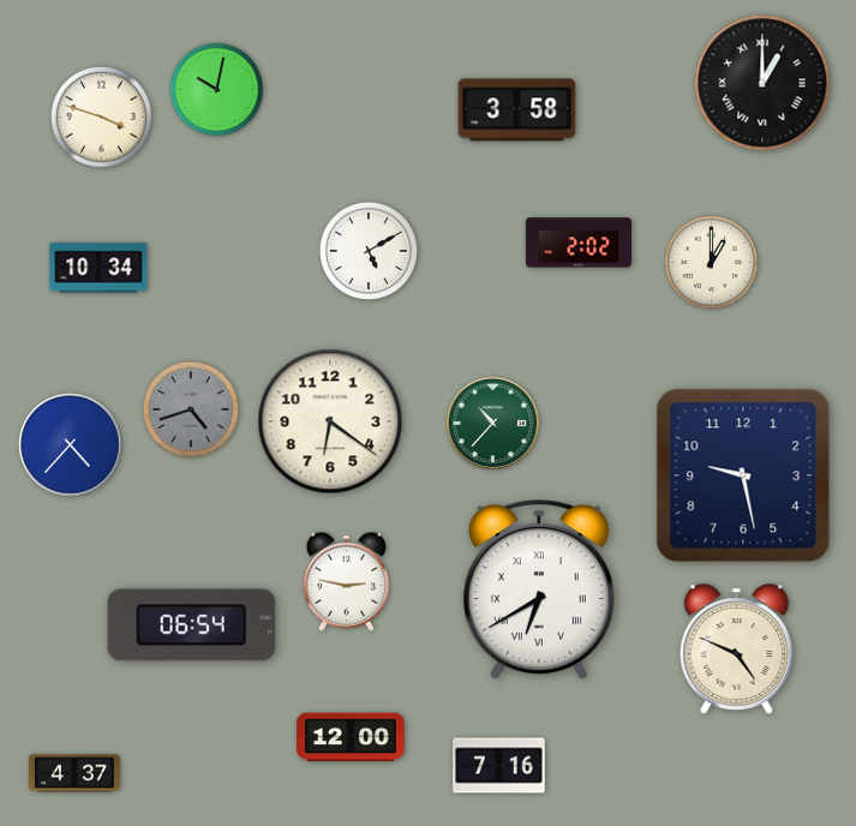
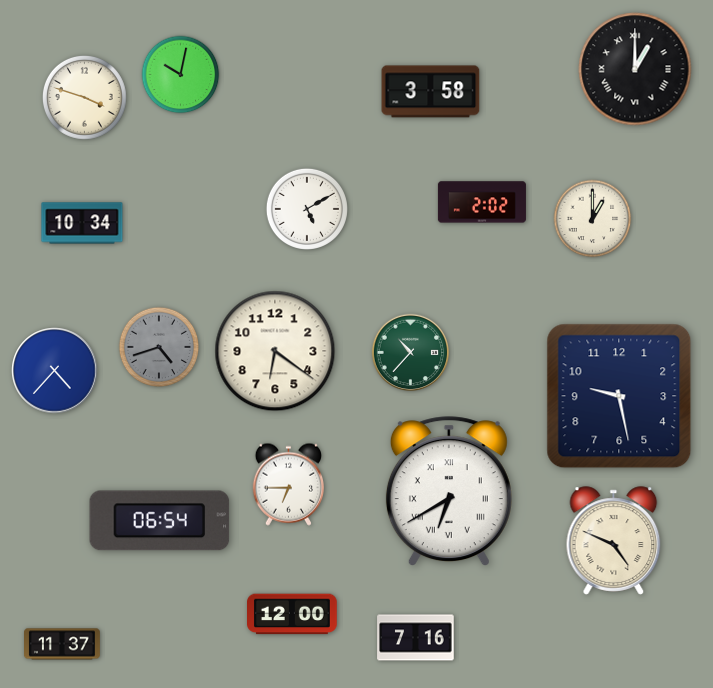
clock at (191, 409) position: (191, 409) -> (159, 347)
clock at (71, 445) position: (71, 445) -> (55, 371)
clock at (346, 581): 2:47 -> 6:45
clock at (76, 773): 4:37 -> 11:37
